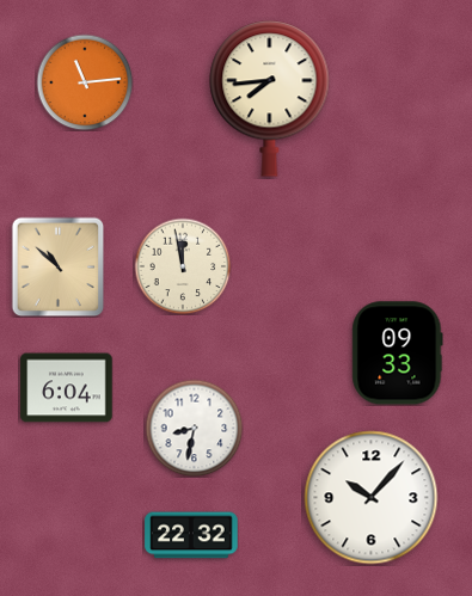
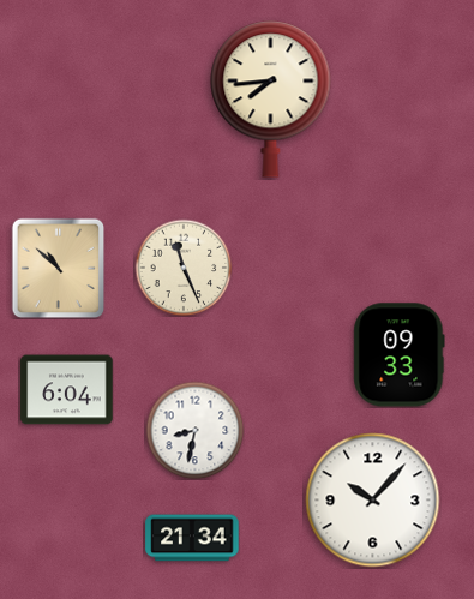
clock at (85, 82): 11:14 -> none
clock at (183, 266): 11:58 -> 11:26
clock at (191, 535): 22:32 -> 21:34
